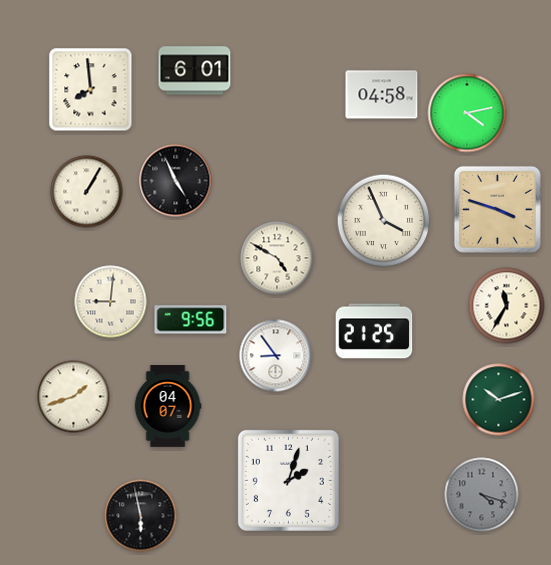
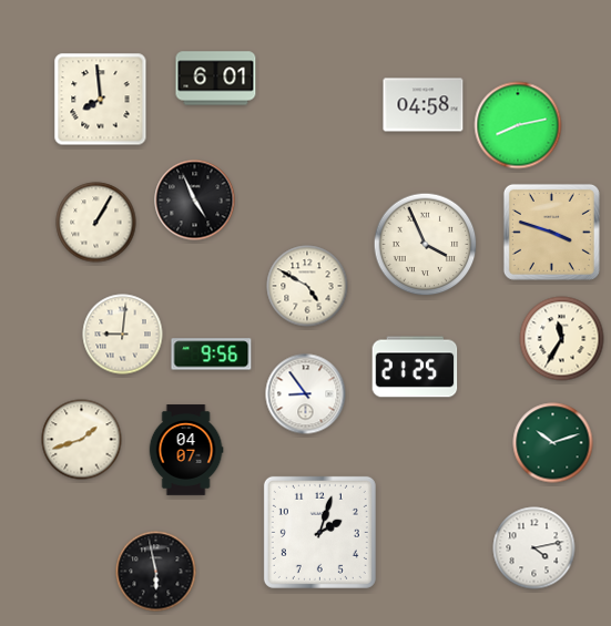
clock at (467, 113): 4:13 -> 8:13
clock at (87, 192) position: (87, 192) -> (96, 223)
clock at (482, 495): 4:18 -> 4:13
clock at (482, 495) dial: grey -> white
